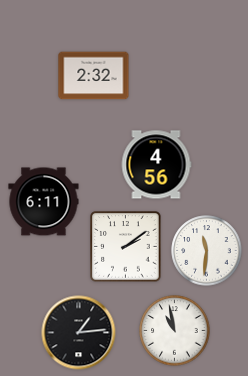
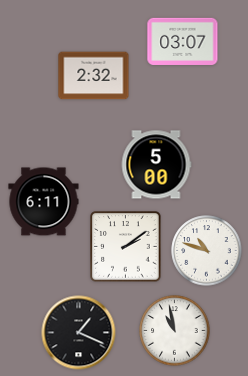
clock at (183, 41): none -> 03:07
clock at (156, 165): 4:56 -> 5:00
clock at (207, 251): 11:31 -> 10:48
clock at (79, 333): 1:14 -> 1:19
